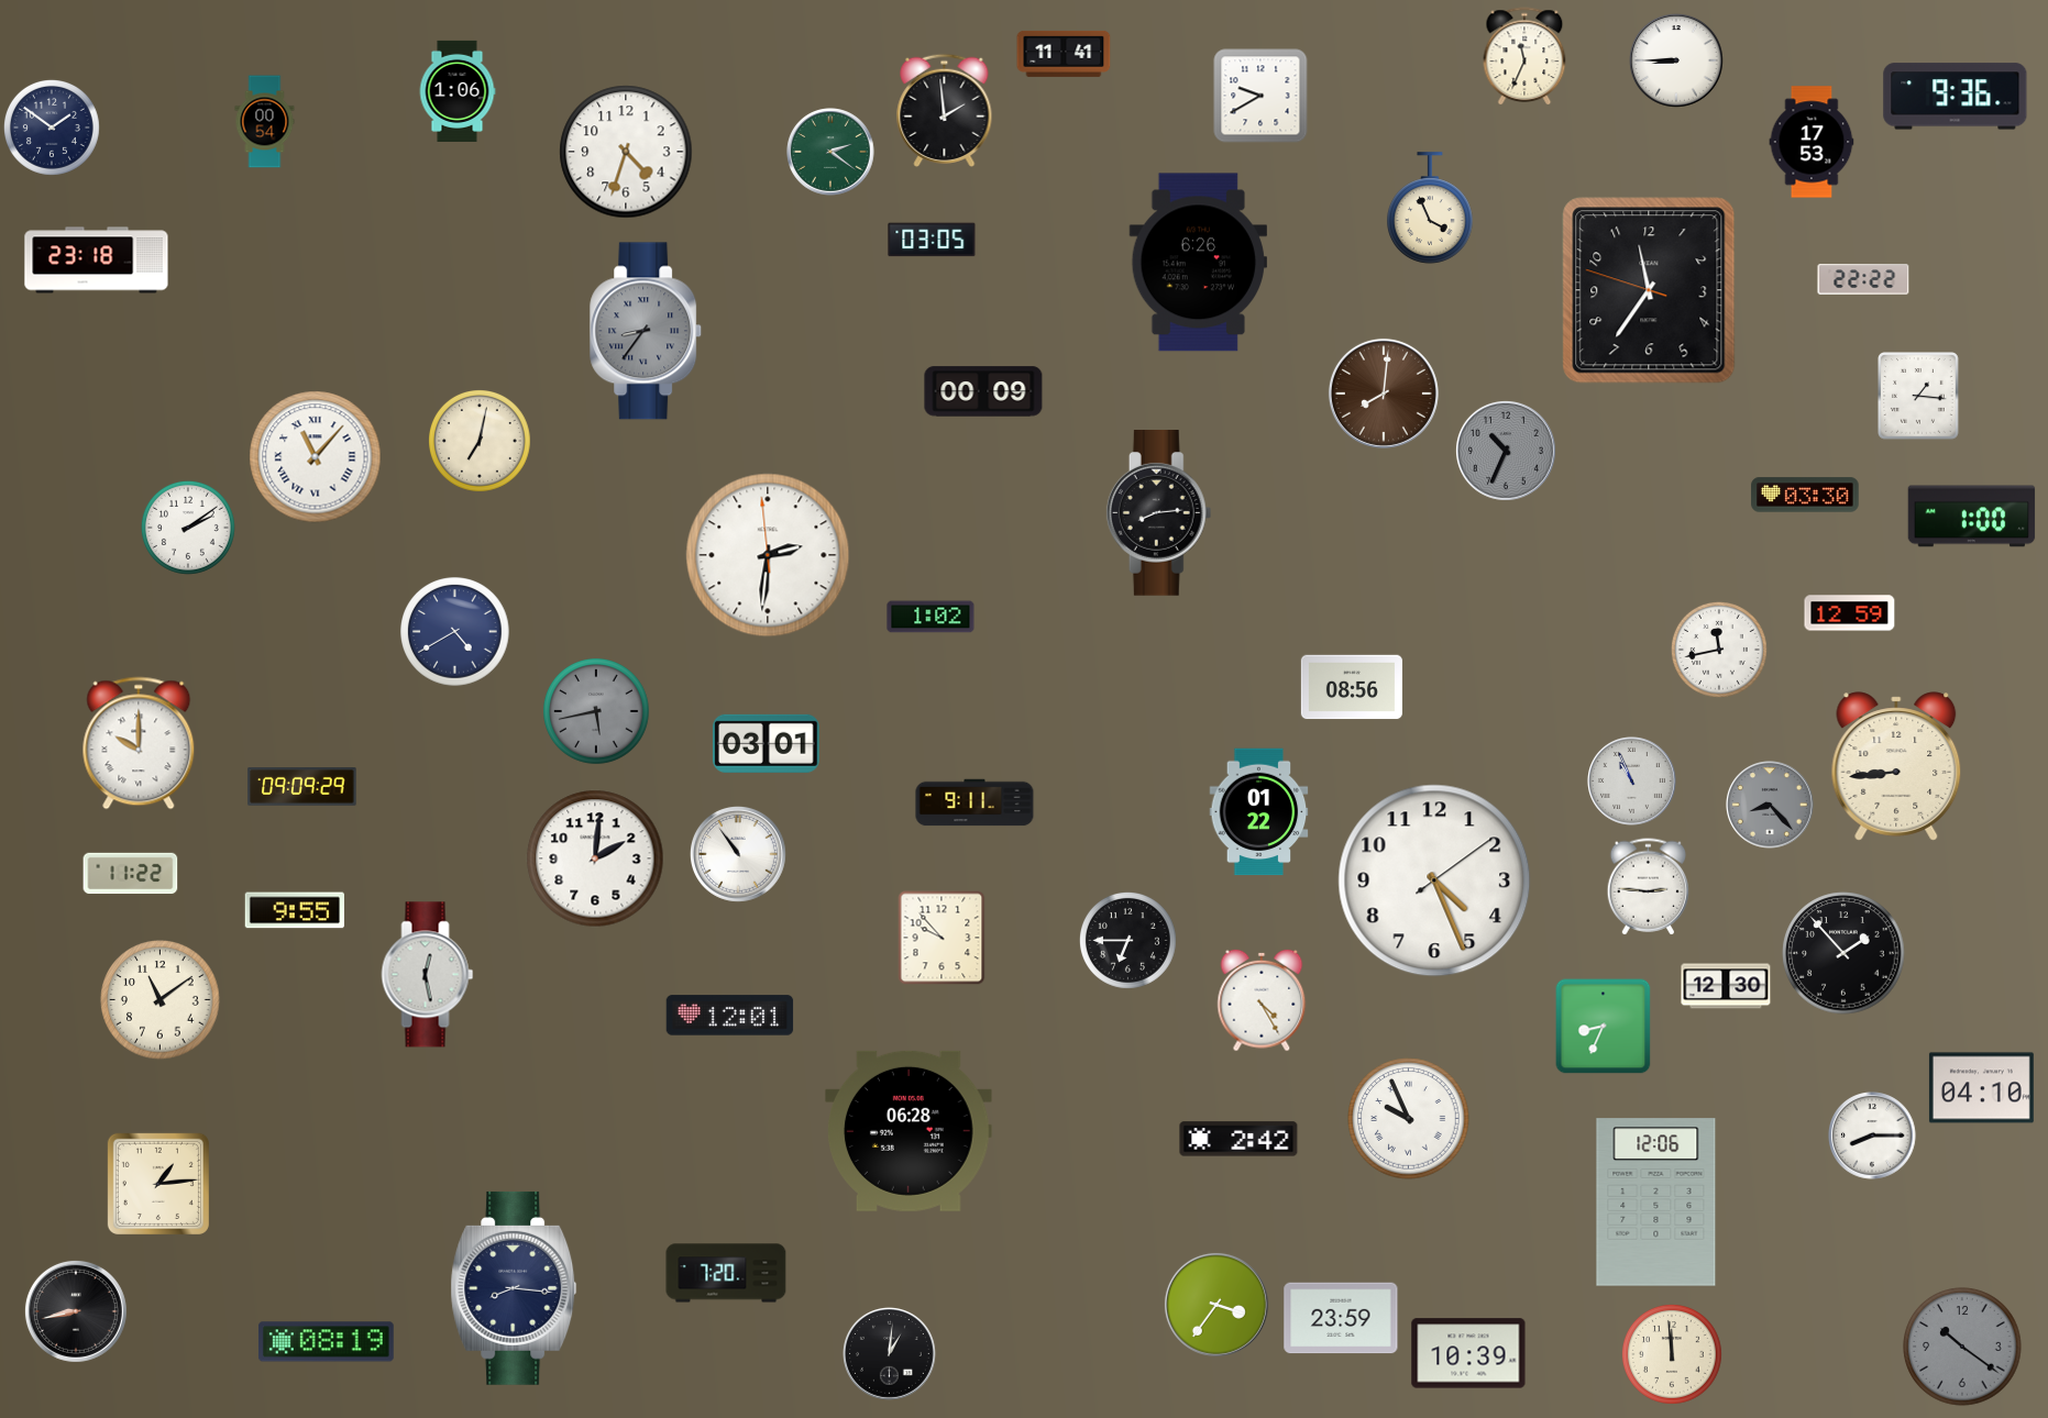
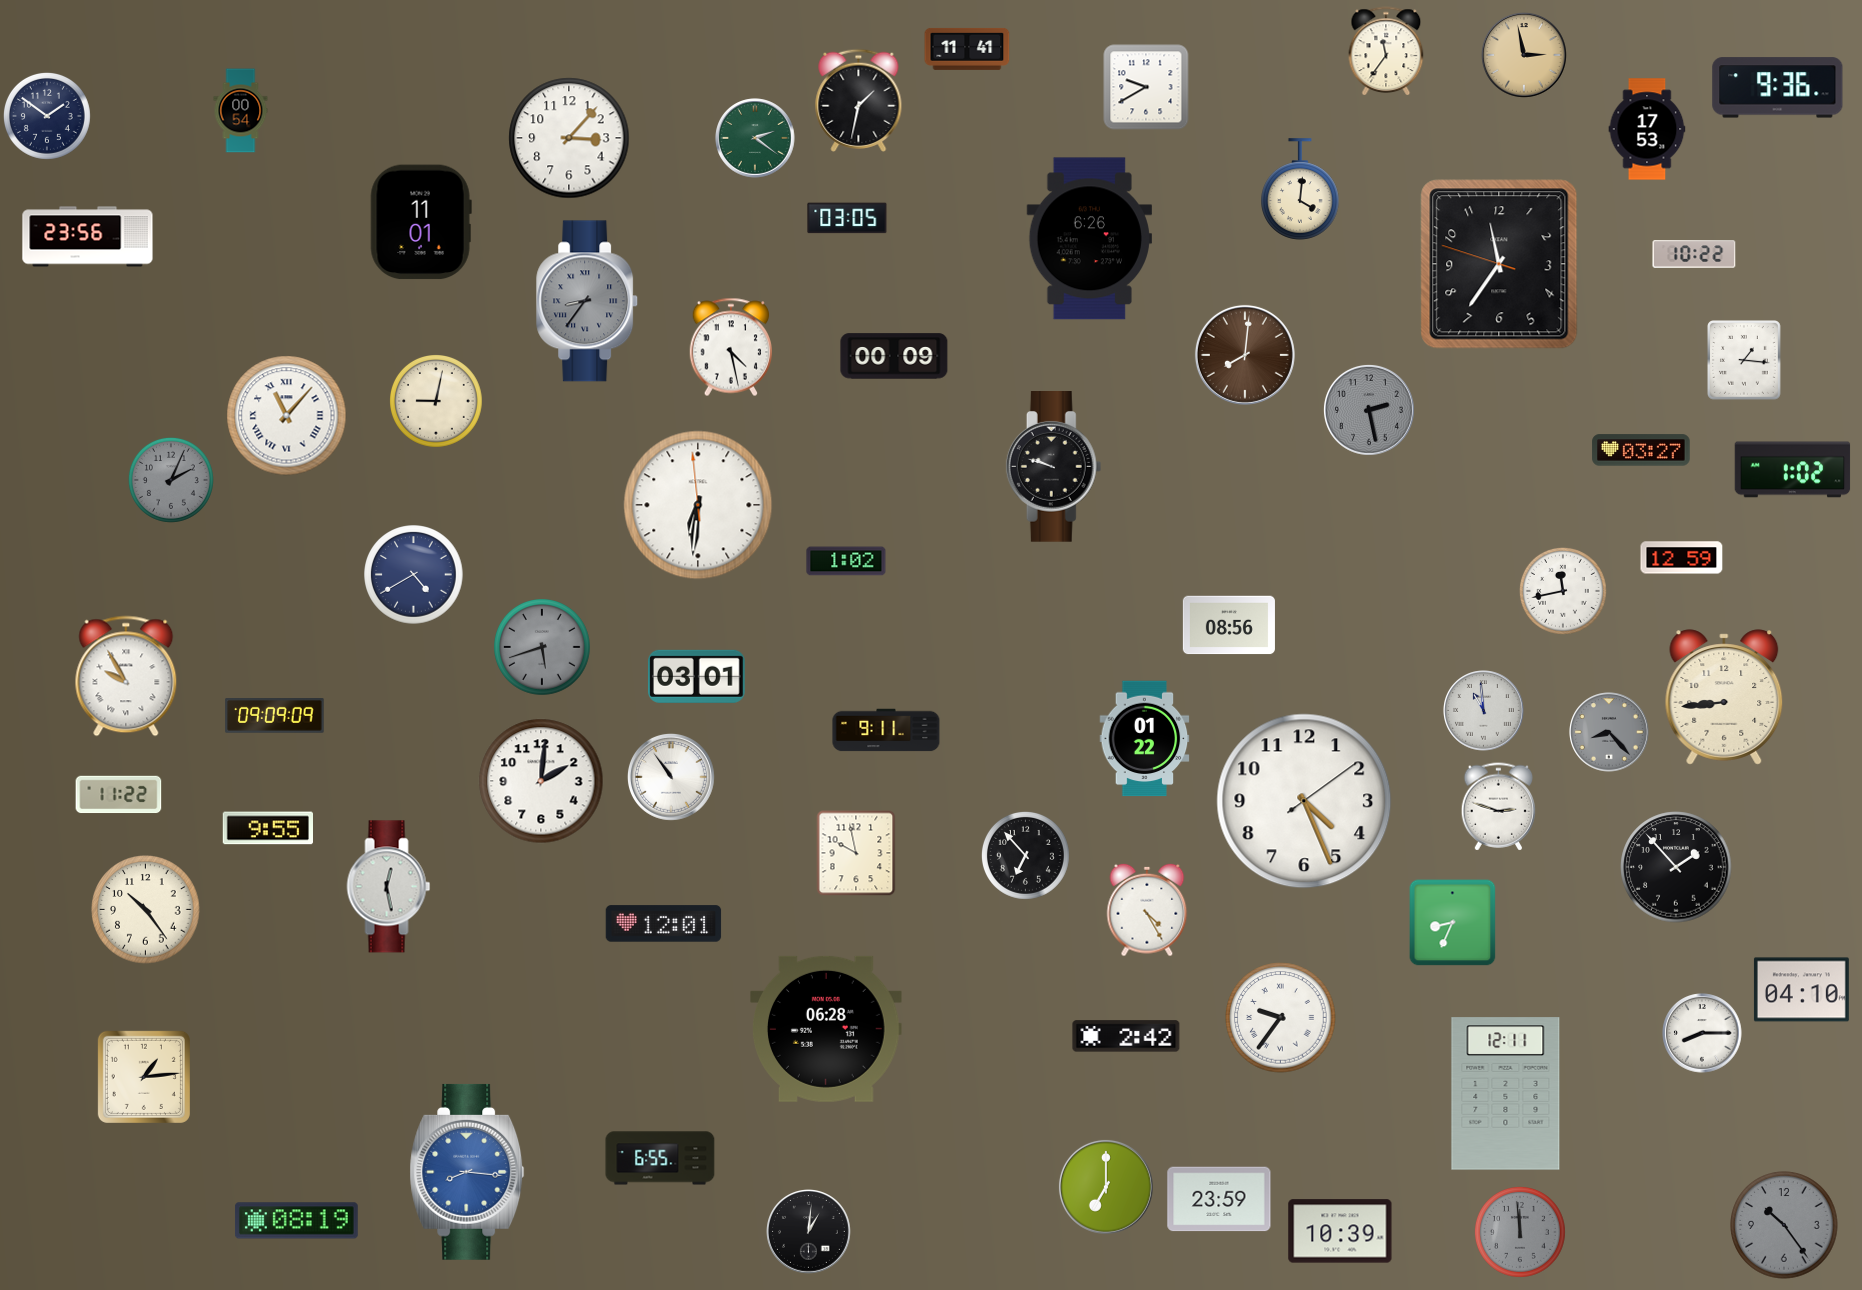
clock at (1524, 56): 11:34 -> 11:36
clock at (1677, 62): 8:45 -> 2:58
clock at (1677, 62) dial: white -> champagne
clock at (458, 91): 1:06 -> none
clock at (945, 110): 1:59 -> 1:32
clock at (626, 152): 4:33 -> 3:07
clock at (1431, 208): 3:56 -> 4:01
clock at (421, 222): none -> 11:01
clock at (97, 261): 23:18 -> 23:56
clock at (1863, 279): 22:22 -> 10:22
clock at (730, 347): none -> 4:28
clock at (1384, 394) position: (1384, 394) -> (1245, 355)
clock at (481, 442): 7:02 -> 9:02
clock at (1506, 451): 10:34 -> 2:28
clock at (1805, 495): 03:30 -> 03:27
clock at (1159, 513): 8:14 -> 9:48
clock at (1972, 517): 1:00 -> 1:02
clock at (188, 528): 2:09 -> 2:04
clock at (188, 528) dial: white -> grey
clock at (768, 555): 2:30 -> 6:30
clock at (597, 712): 5:43 -> 5:42
clock at (139, 743): 10:00 -> 9:55
clock at (1632, 782): 10:56 -> 10:59
clock at (302, 787): 09:09:29 -> 09:09:09
clock at (1649, 887): 2:46 -> 2:48
clock at (942, 938): 9:53 -> 9:58
clock at (1127, 940): 6:45 -> 6:53
clock at (1726, 986): 12:30 -> none
clock at (161, 1000): 11:09 -> 10:24
clock at (1604, 1027) position: (1604, 1027) -> (1453, 923)
clock at (1409, 1119): 9:56 -> 9:36
clock at (1656, 1203): 12:06 -> 12:11
clock at (726, 1273): 7:20 -> 6:55
clock at (514, 1288) dial: navy -> blue
clock at (1216, 1305): 3:36 -> 7:00
clock at (76, 1311): 8:43 -> none
clock at (1962, 1347): 10:21 -> 10:24
clock at (1468, 1353) position: (1468, 1353) -> (1340, 1231)
clock at (1672, 1354) dial: cream -> grey
